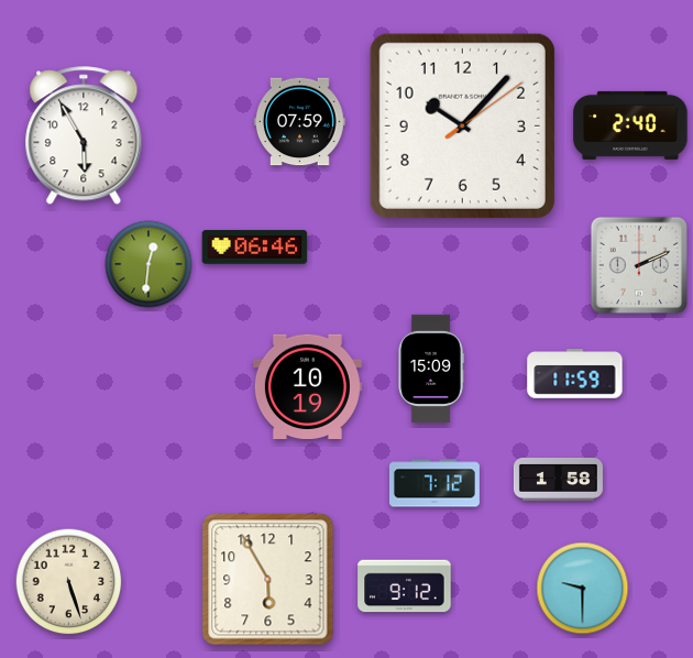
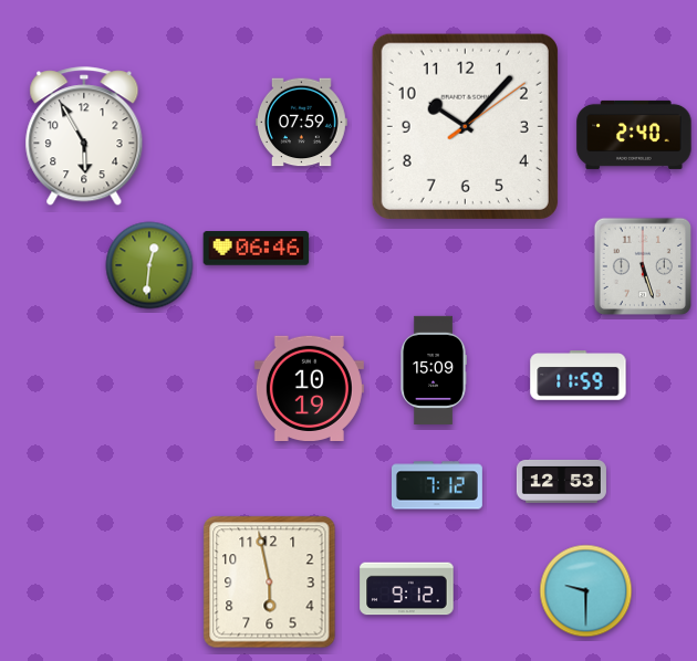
clock at (630, 125) position: (630, 125) -> (634, 135)
clock at (638, 264): 2:11 -> 5:27
clock at (558, 479): 1:58 -> 12:53
clock at (268, 580): 5:55 -> 5:58
clock at (69, 582): 5:27 -> none
